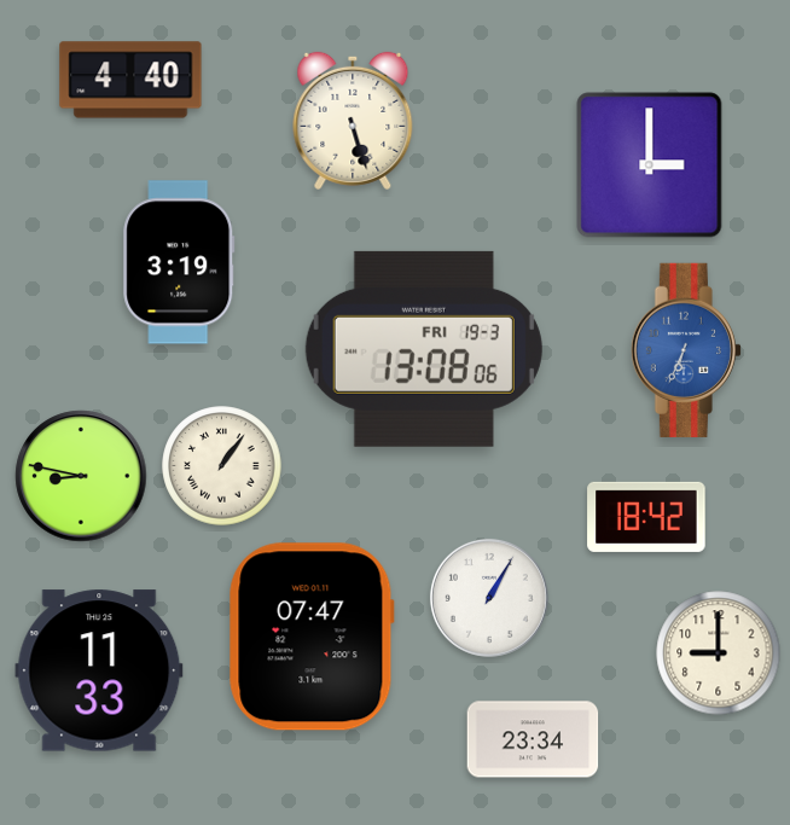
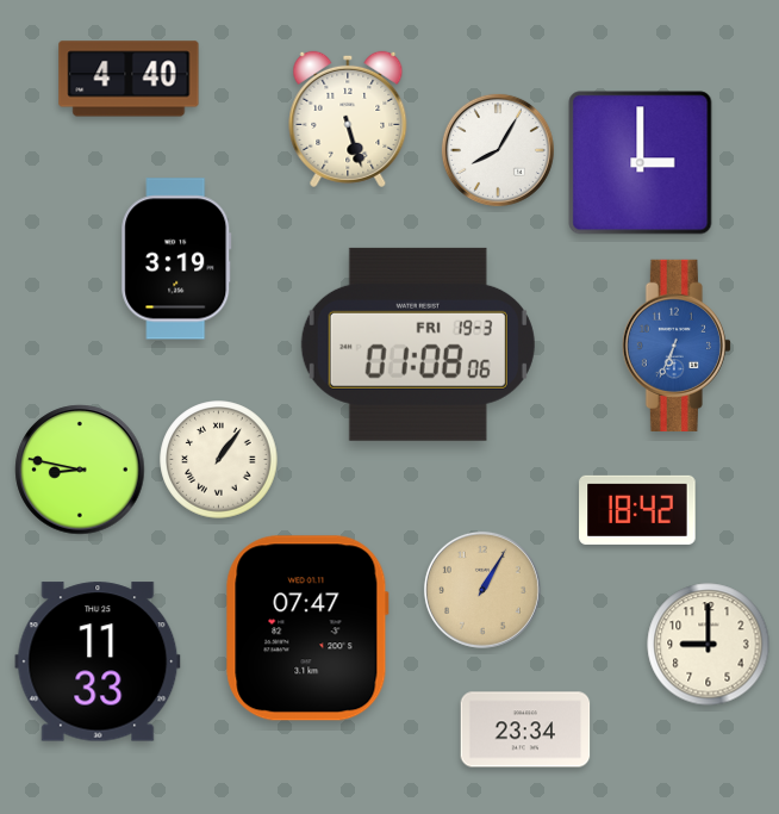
clock at (498, 150): none -> 8:05
clock at (424, 349): 13:08 -> 01:08
clock at (489, 598) dial: white -> champagne
